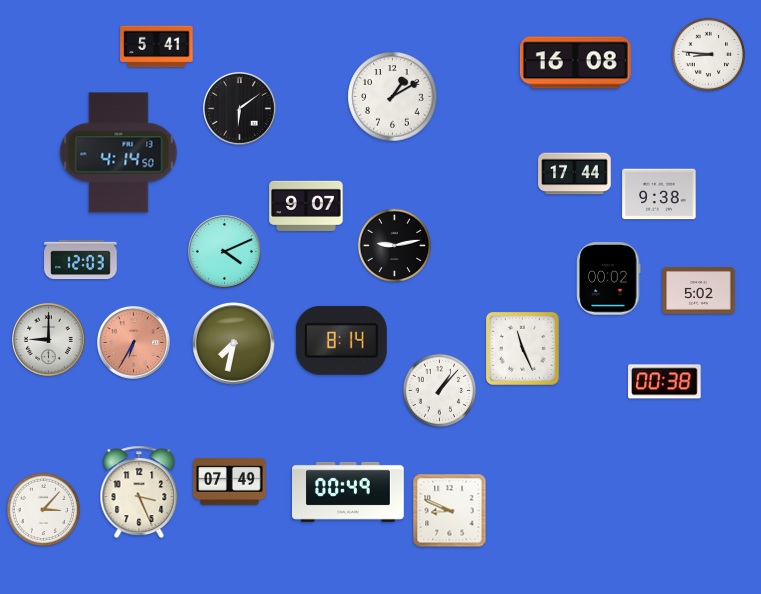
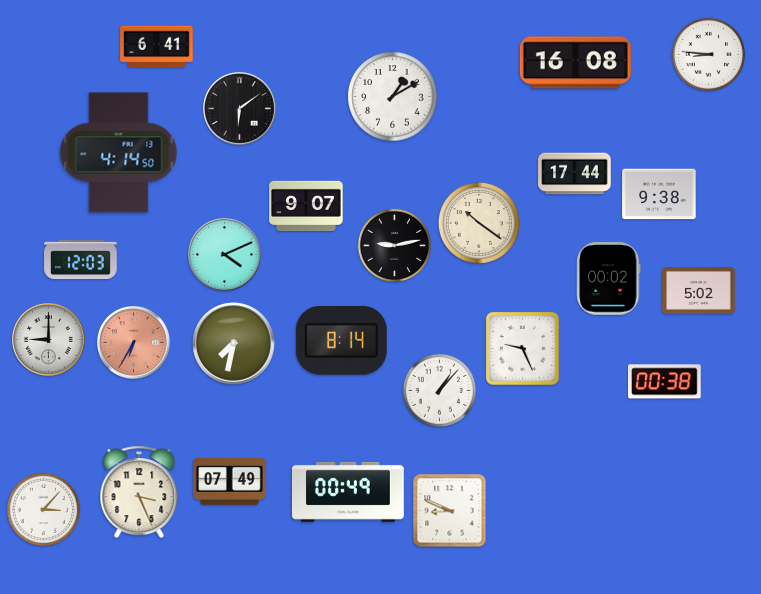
clock at (157, 47): 5:41 -> 6:41
clock at (479, 223): none -> 10:21
clock at (225, 252) position: (225, 252) -> (225, 255)
clock at (522, 348): 11:26 -> 9:26
